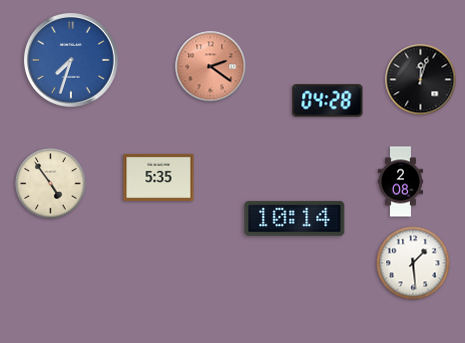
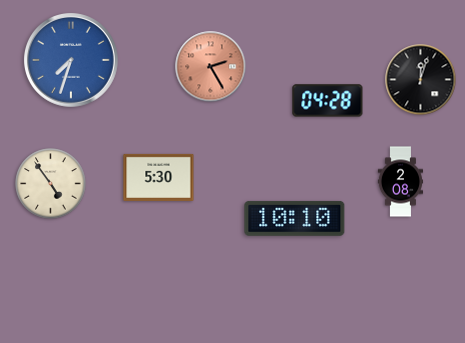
clock at (211, 67): 2:21 -> 2:25
clock at (159, 177): 5:35 -> 5:30
clock at (295, 218): 10:14 -> 10:10
clock at (413, 263): 1:29 -> none
